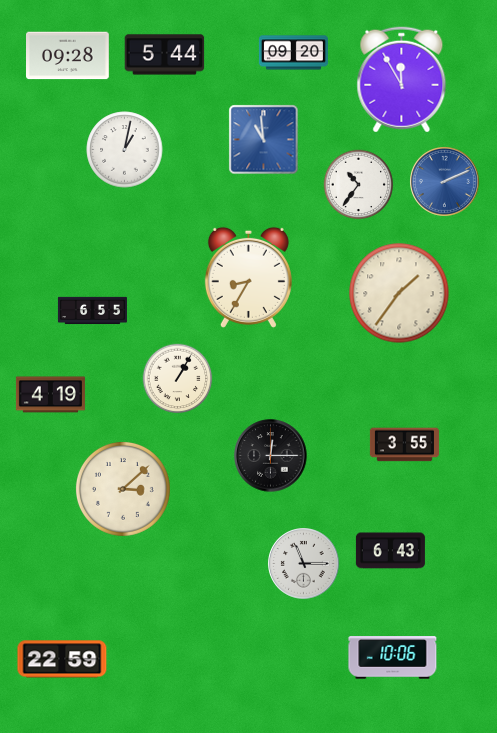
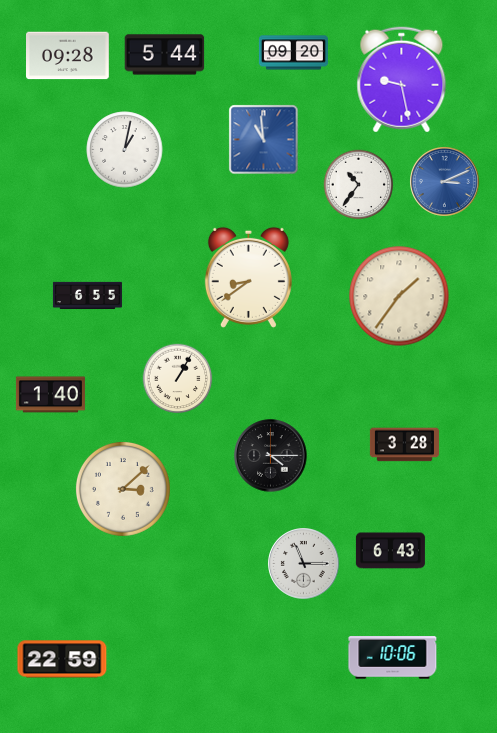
clock at (402, 80): 11:55 -> 9:28
clock at (445, 182): 2:11 -> 3:11
clock at (248, 277): 8:35 -> 8:39
clock at (399, 293) position: (399, 293) -> (399, 296)
clock at (92, 311) position: (92, 311) -> (87, 296)
clock at (50, 395): 4:19 -> 1:40
clock at (404, 445): 3:55 -> 3:28
clock at (271, 456): 12:15 -> 4:15
